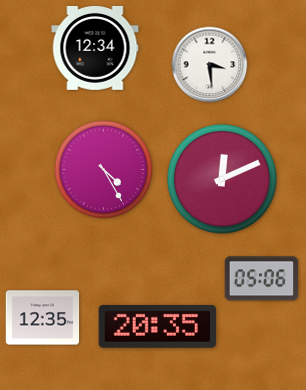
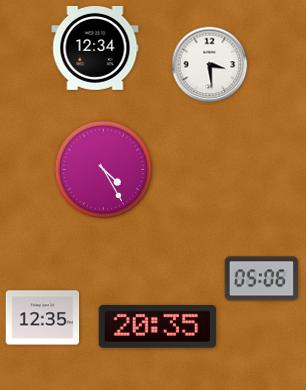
clock at (222, 179): 12:11 -> none
